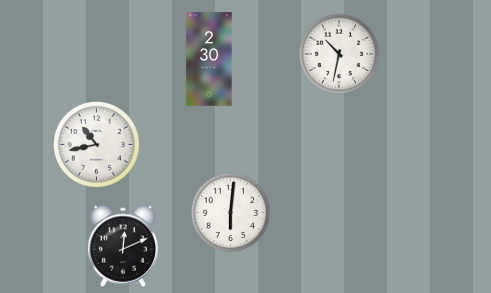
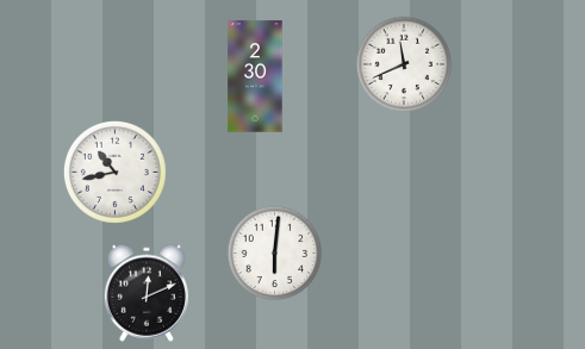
clock at (339, 54): 10:32 -> 11:41
clock at (209, 59) position: (209, 59) -> (255, 76)
